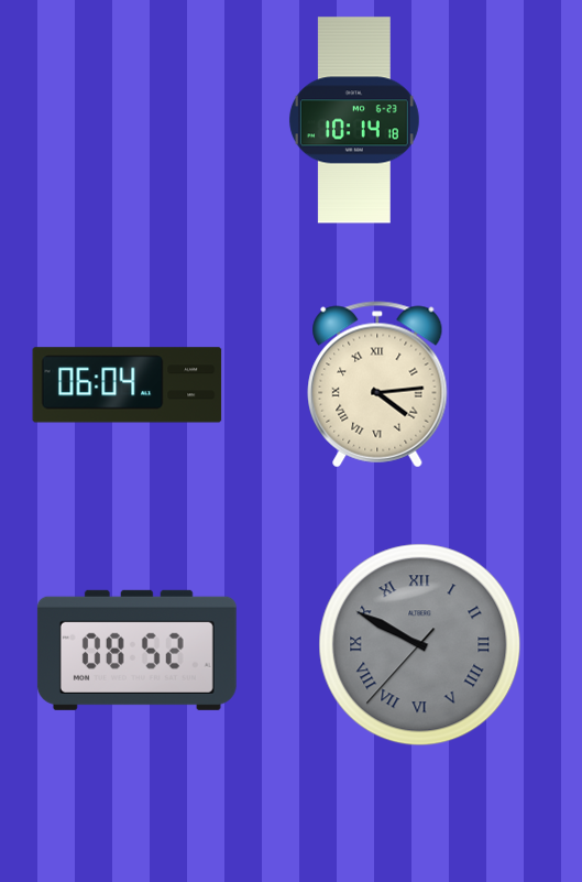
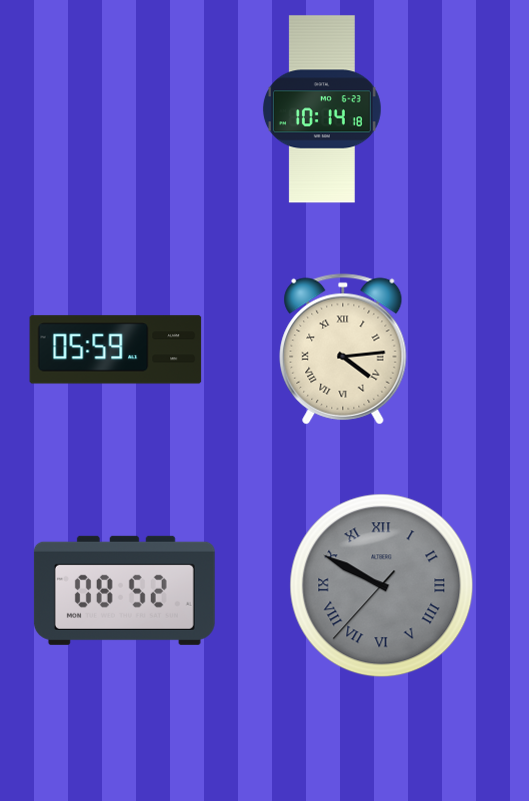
clock at (128, 385): 06:04 -> 05:59
